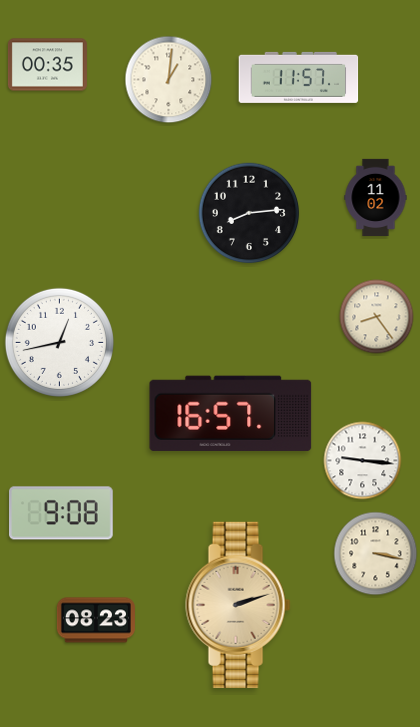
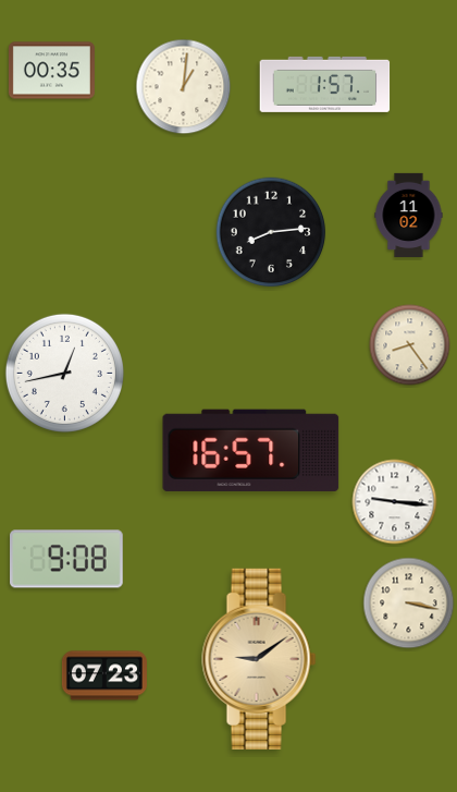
clock at (299, 77): 11:57 -> 1:57
clock at (238, 605): 2:12 -> 9:09
clock at (96, 620): 08:23 -> 07:23
